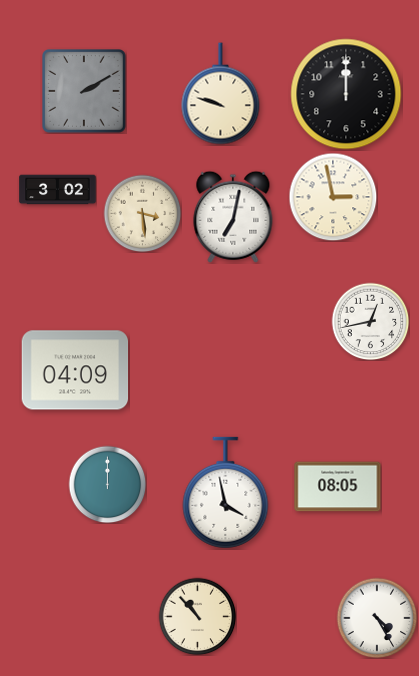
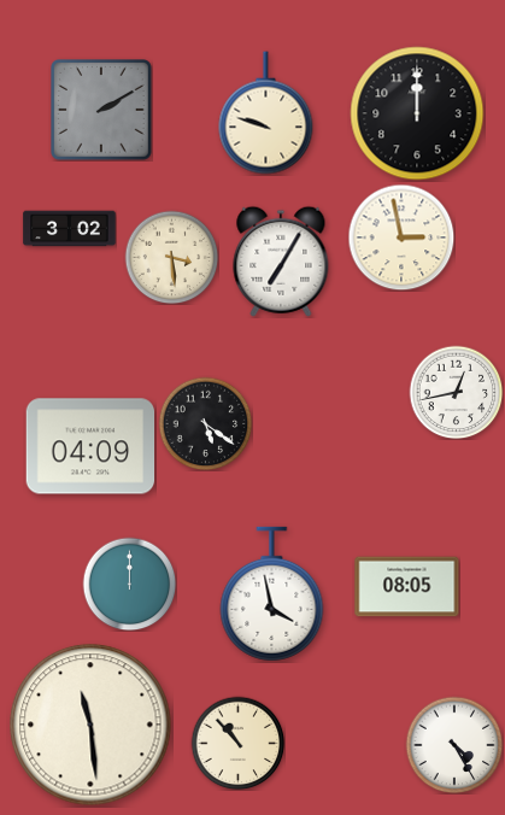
clock at (233, 217): 7:02 -> 7:05
clock at (370, 321) position: (370, 321) -> (456, 392)
clock at (205, 423): none -> 5:21
clock at (90, 725): none -> 11:29
